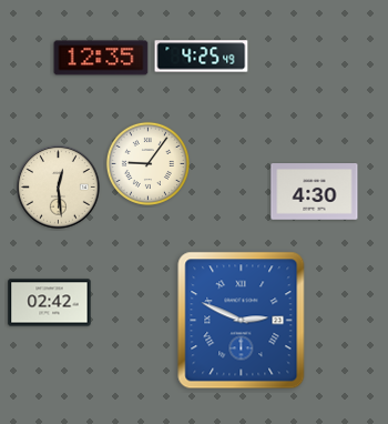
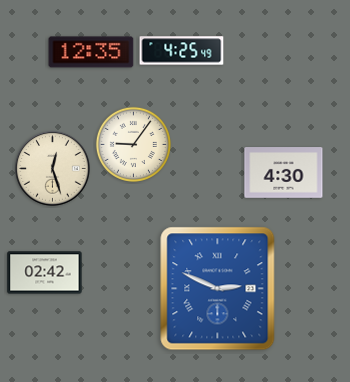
clock at (147, 163) position: (147, 163) -> (133, 144)
clock at (59, 188): 12:29 -> 12:27
